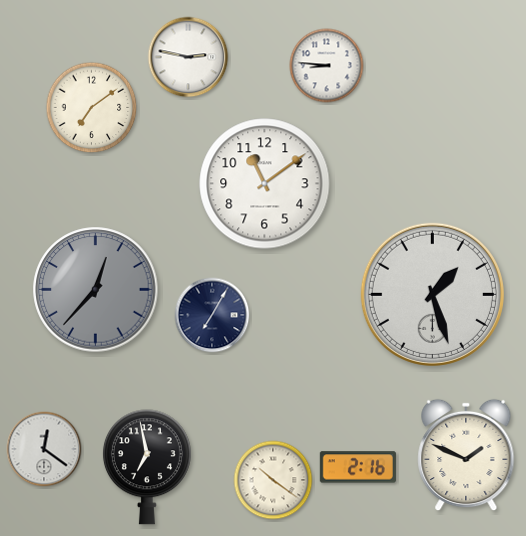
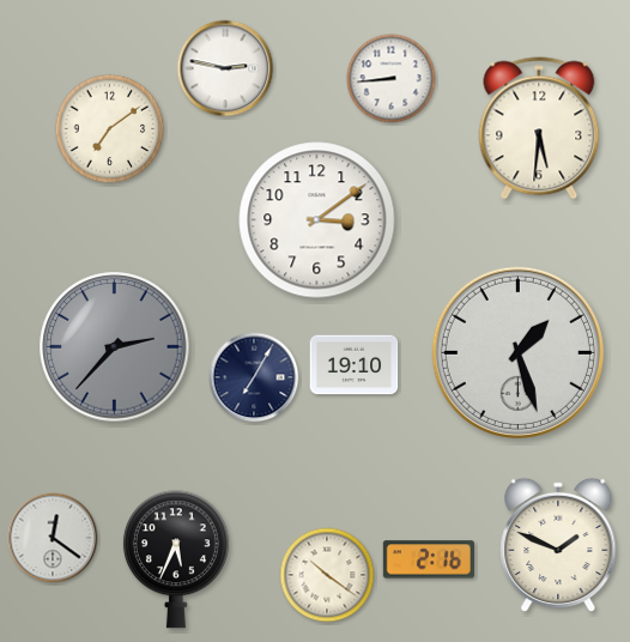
clock at (327, 66): 8:46 -> 8:44
clock at (539, 128): none -> 5:31
clock at (265, 184): 11:09 -> 3:09
clock at (96, 290): 12:37 -> 2:37
clock at (355, 365): none -> 19:10
clock at (147, 467): 6:58 -> 5:34
